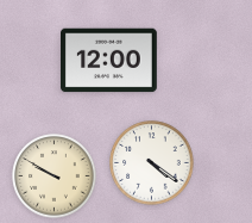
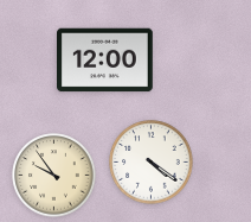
clock at (109, 61) position: (109, 61) -> (105, 61)
clock at (55, 176): 9:50 -> 9:54
